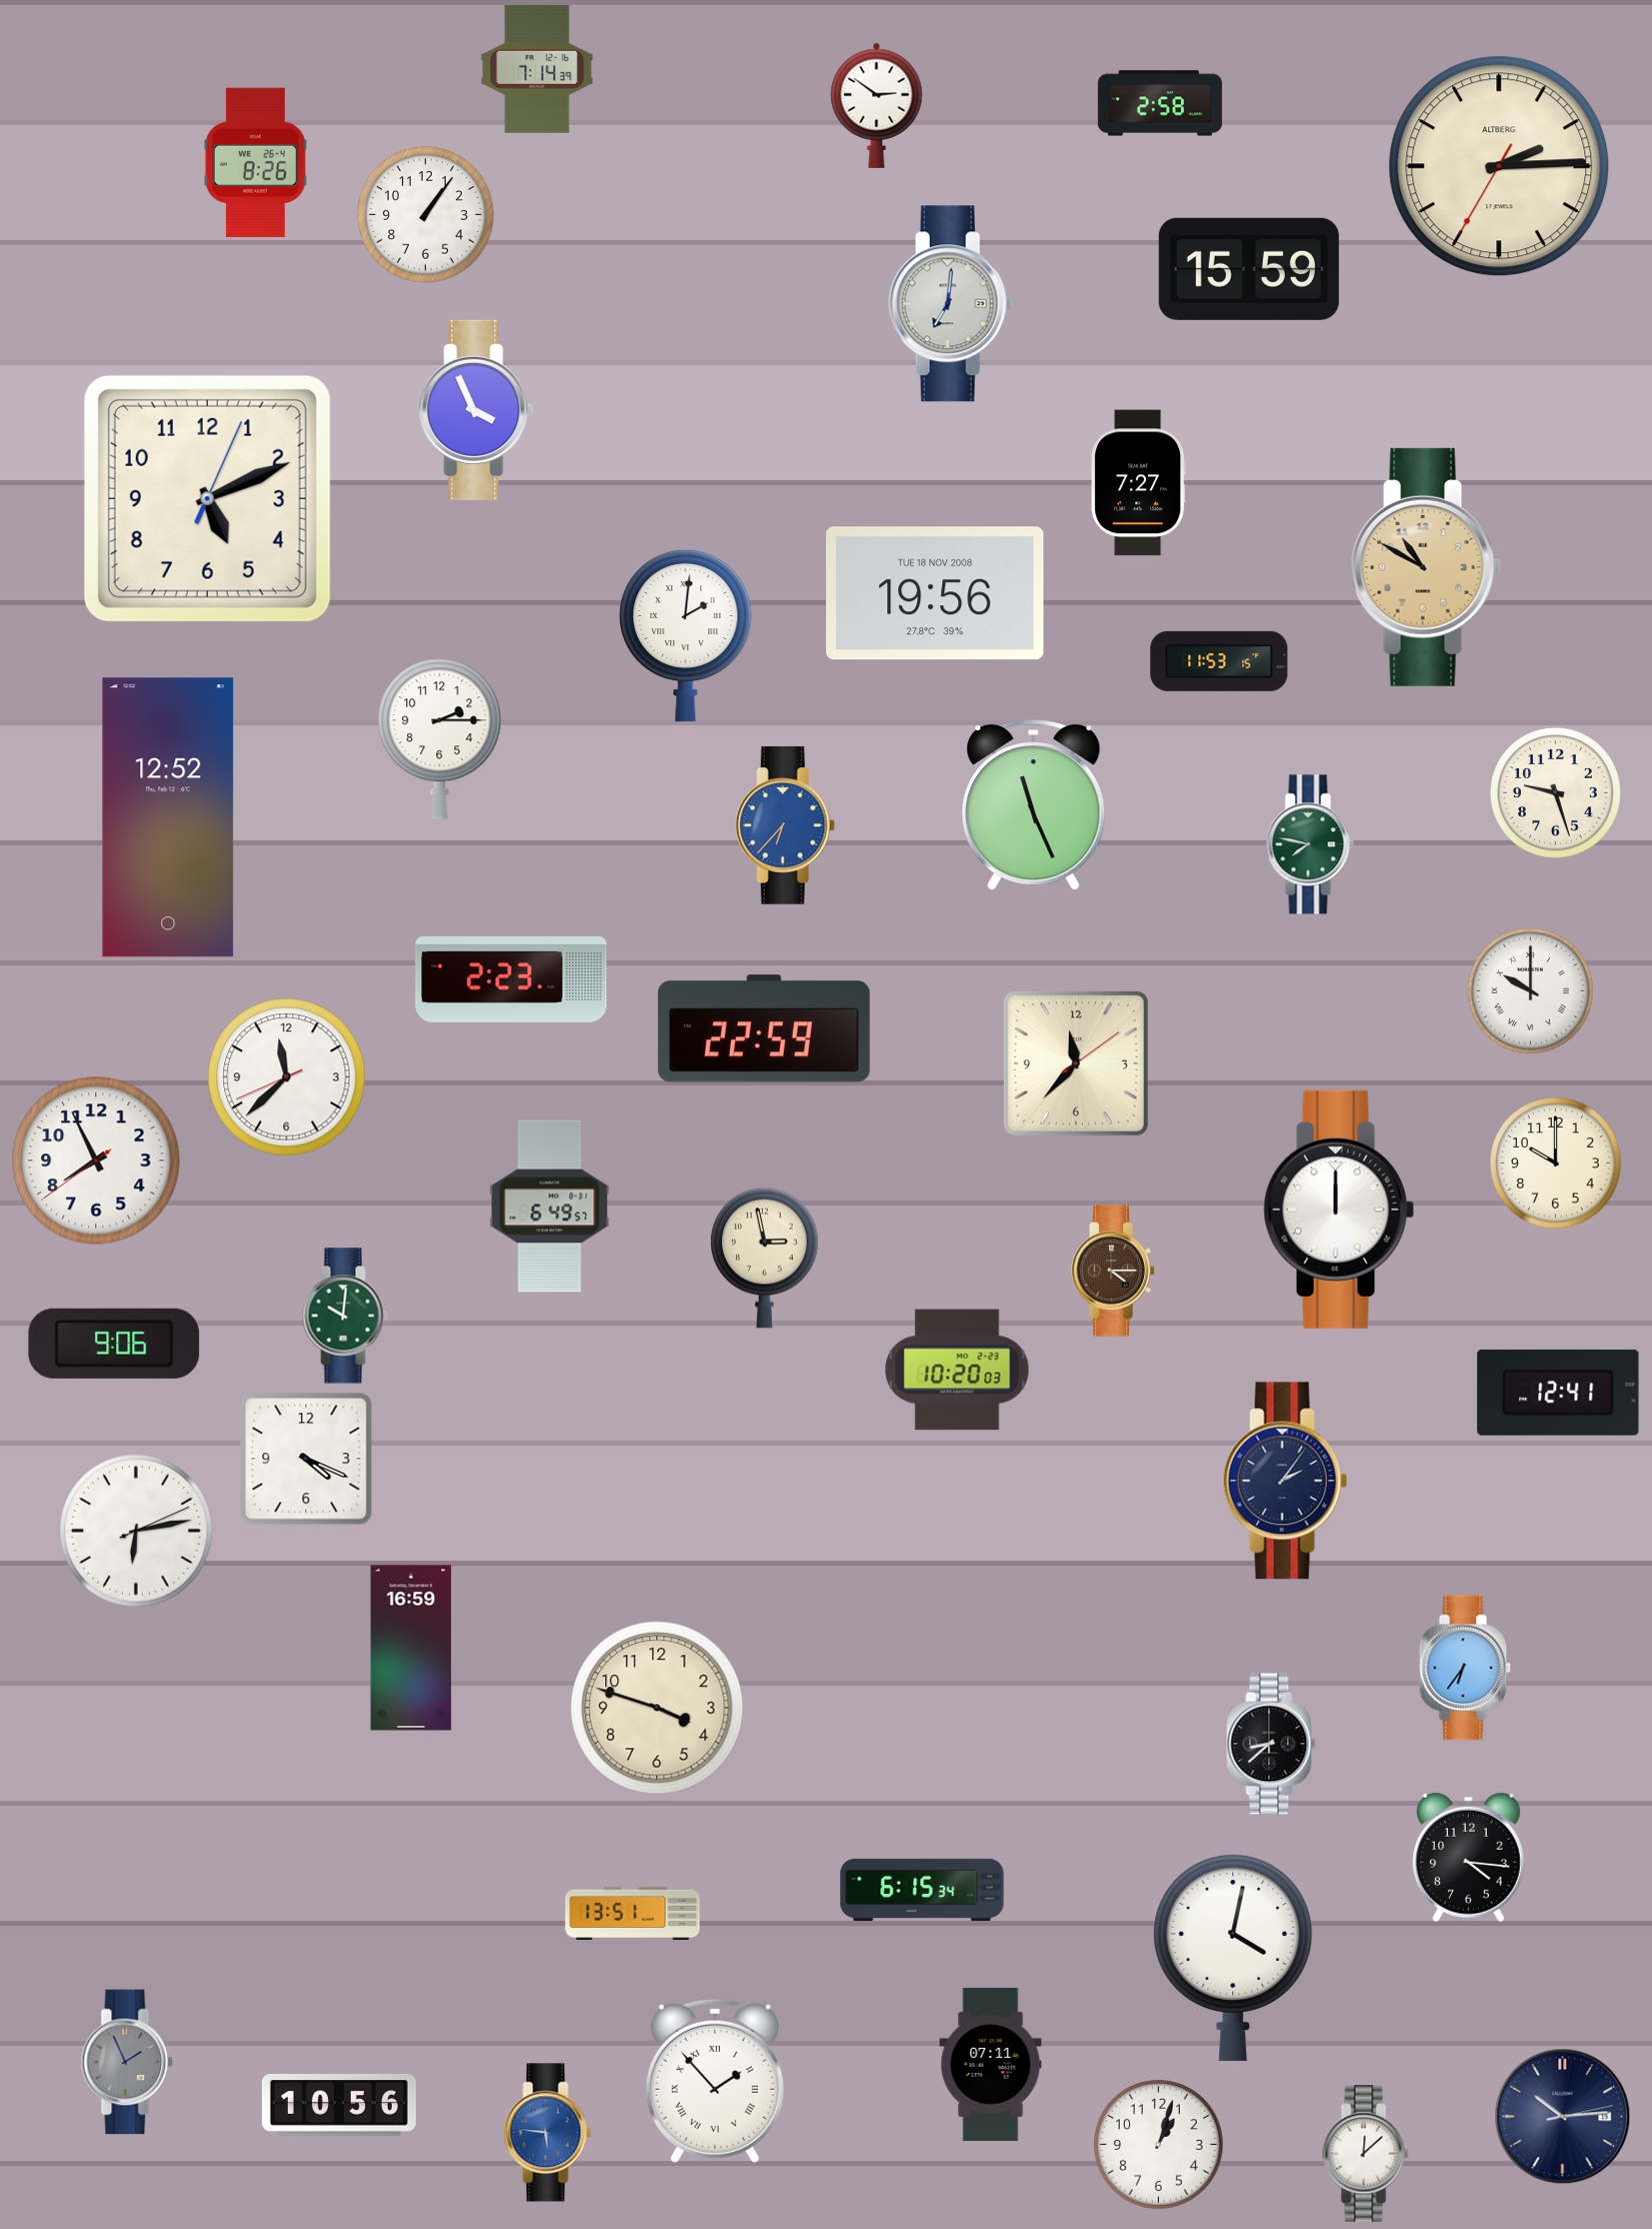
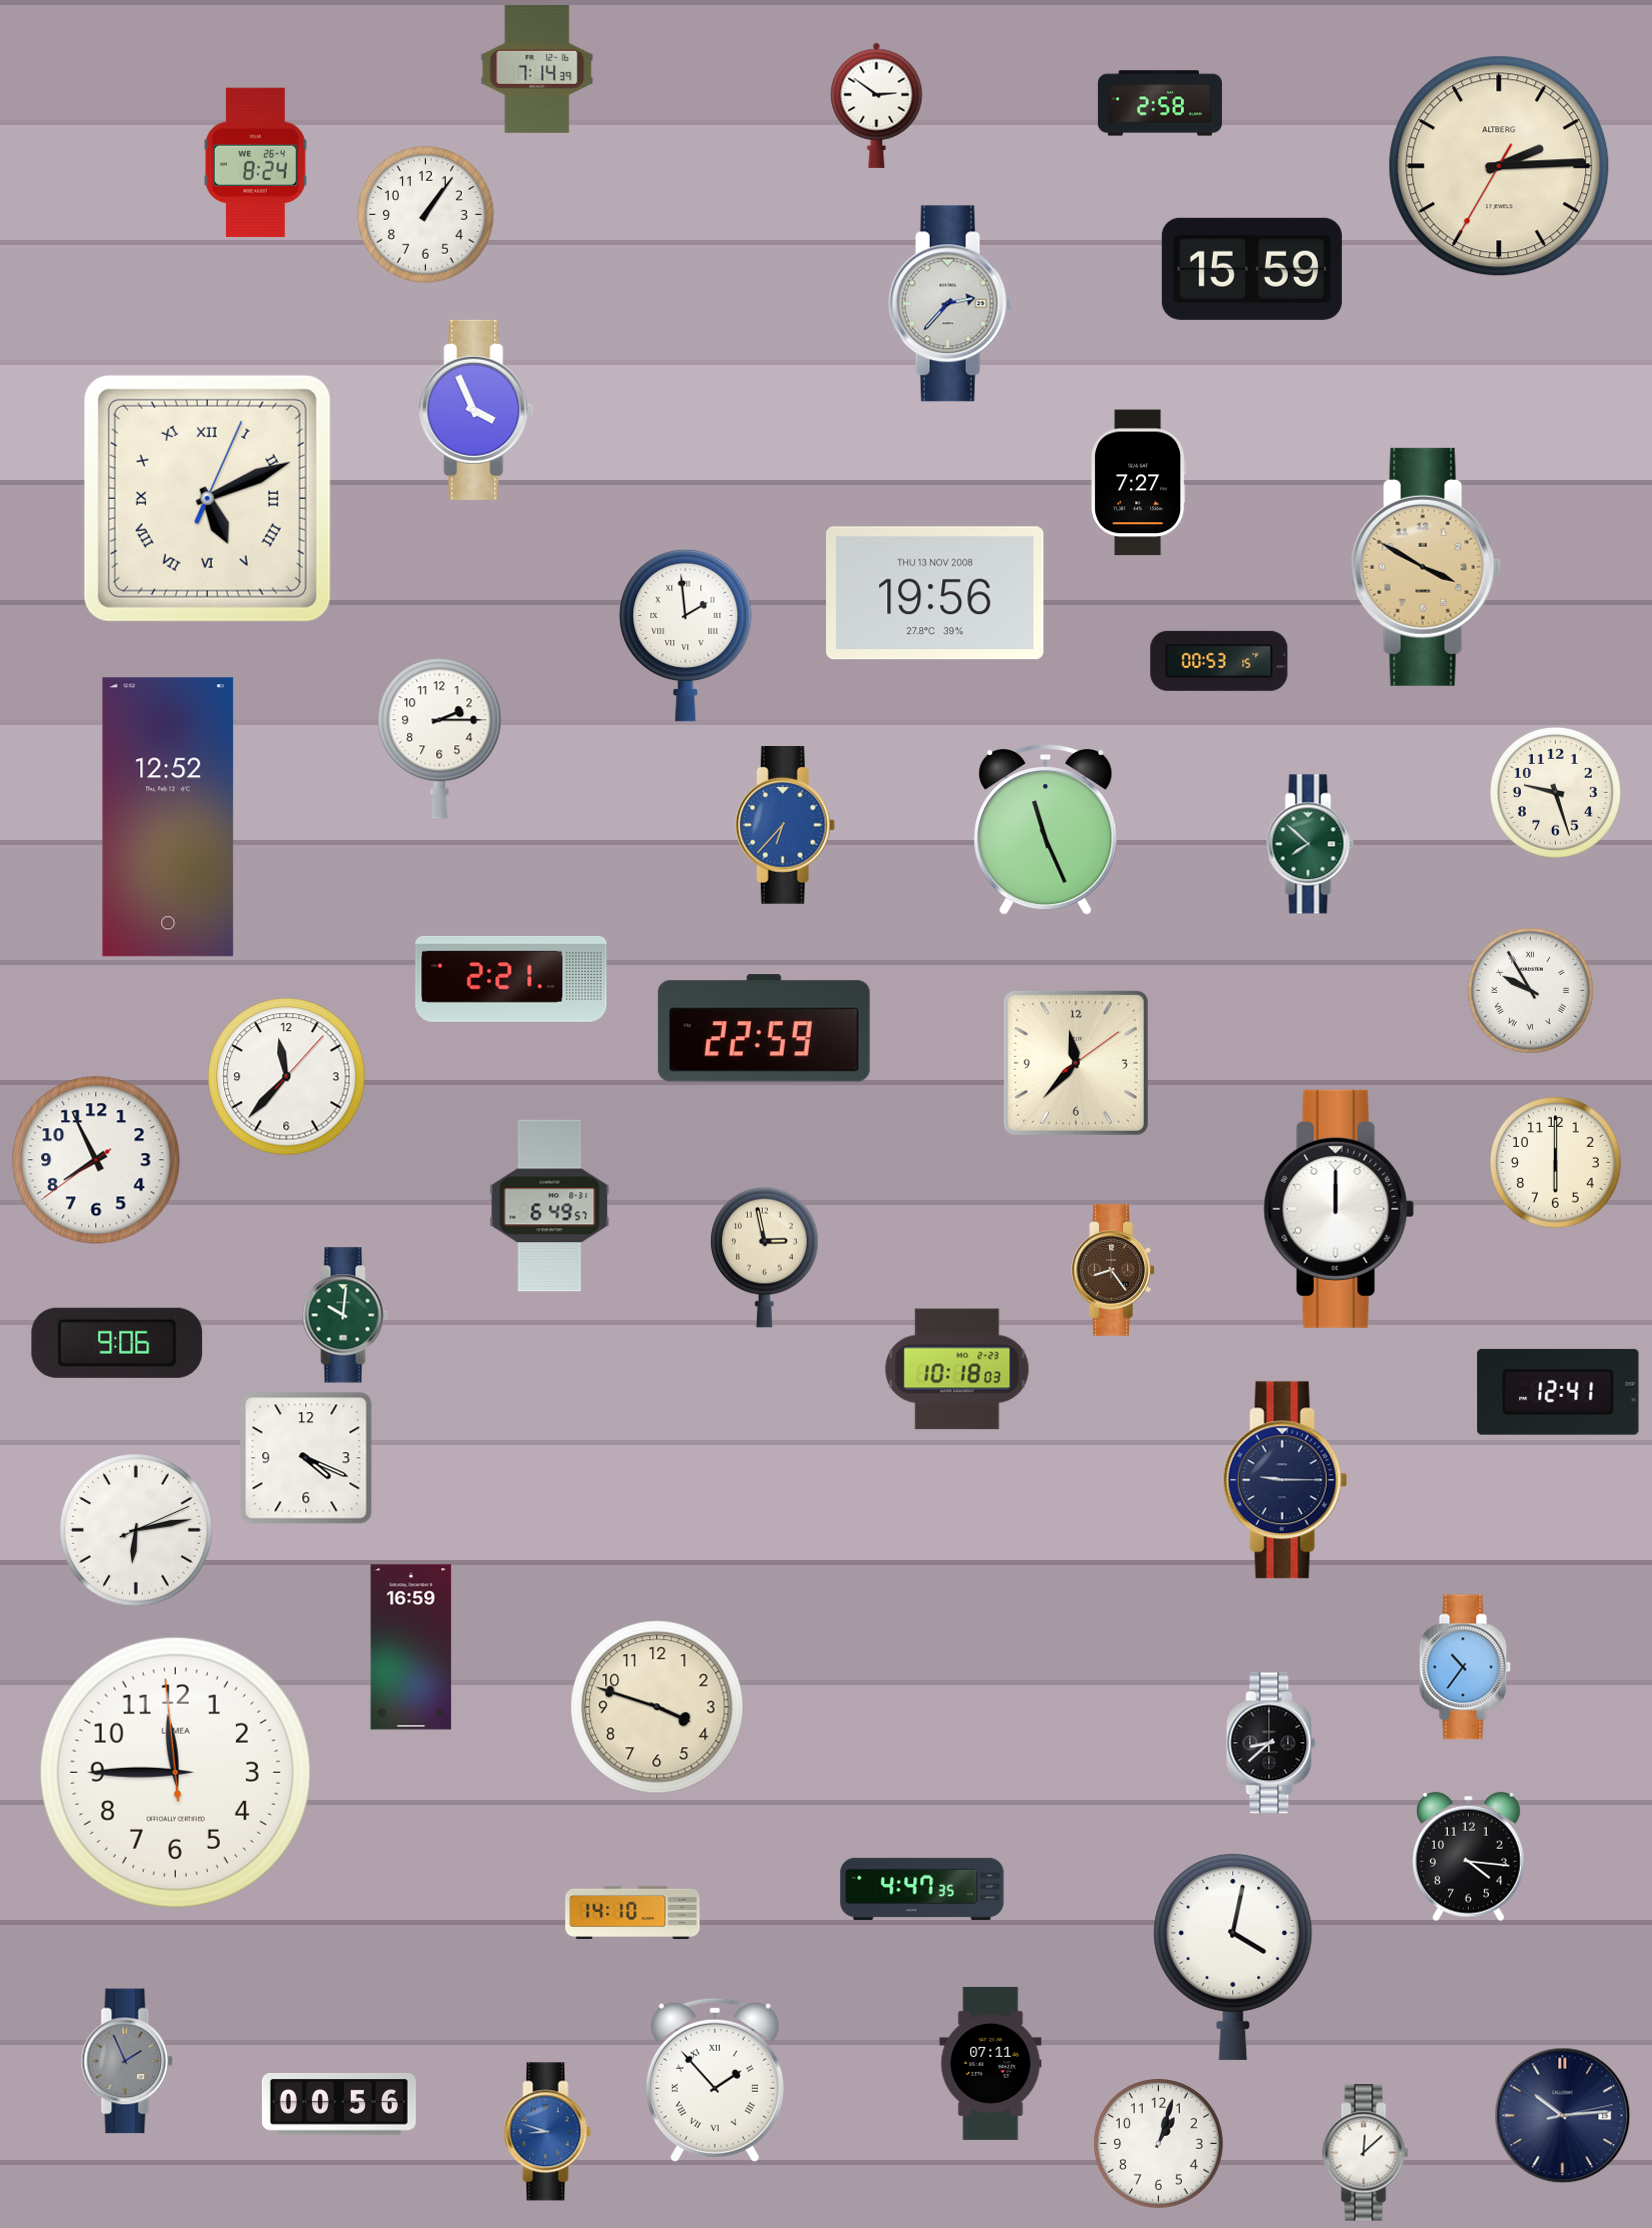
clock at (255, 162): 8:26 -> 8:24
clock at (1249, 269) position: (1249, 269) -> (1252, 269)
clock at (951, 304): 7:01 -> 2:37
clock at (207, 498) numerals: Arabic -> Roman
clock at (1426, 567): 10:50 -> 3:50
clock at (935, 593) date: TUE 18 NOV 2008 -> THU 13 NOV 2008
clock at (686, 635): 2:01 -> 1:59
clock at (1219, 661): 11:53 -> 00:53
clock at (1034, 805) position: (1034, 805) -> (1046, 830)
clock at (1310, 844): 7:47 -> 7:52
clock at (511, 979): 2:23 -> 2:21
clock at (1530, 990): 10:00 -> 9:55
clock at (287, 1077): 11:37:41 -> 11:37:07
clock at (1556, 1164): 10:00 -> 6:00
clock at (1113, 1271): 4:15 -> 8:24
clock at (114, 1344) position: (114, 1344) -> (117, 1343)
clock at (957, 1370): 10:20 -> 10:18
clock at (1285, 1481): 2:06 -> 9:15
clock at (1465, 1668): 6:36 -> 10:36
clock at (175, 1772): none -> 11:44
clock at (922, 1890): 6:15 -> 4:47
clock at (633, 1913): 13:51 -> 14:10
clock at (339, 2106): 10:56 -> 00:56
clock at (548, 2133): 5:46 -> 8:48
